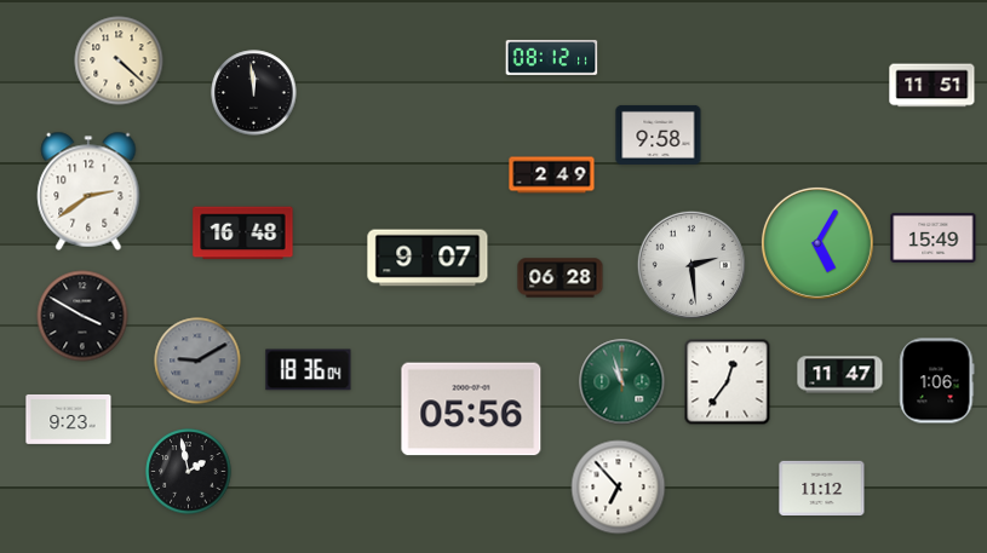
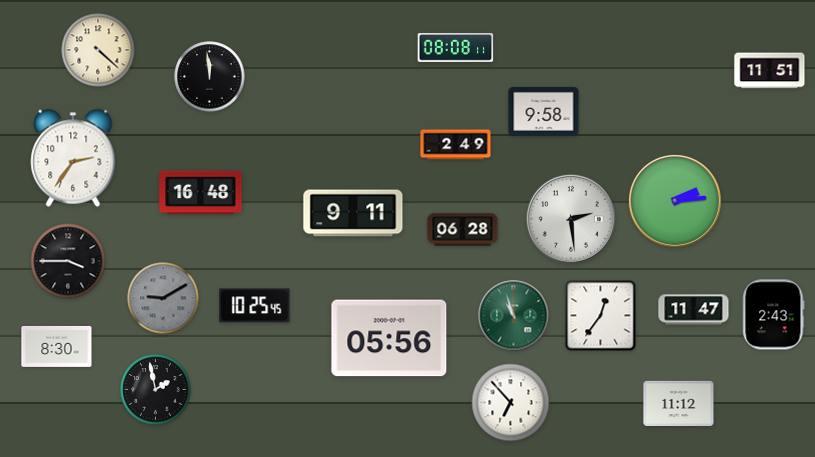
clock at (552, 57): 08:12 -> 08:08
clock at (88, 191): 2:39 -> 2:36
clock at (934, 237): 15:49 -> none
clock at (817, 243): 5:05 -> 2:14
clock at (427, 258): 9:07 -> 9:11
clock at (82, 316): 3:50 -> 3:45
clock at (309, 370): 18:36 -> 10:25
clock at (937, 381): 1:06 -> 2:43
clock at (69, 420): 9:23 -> 8:30
